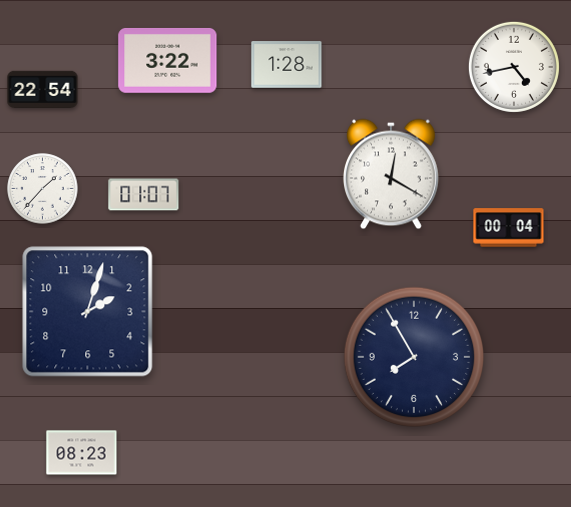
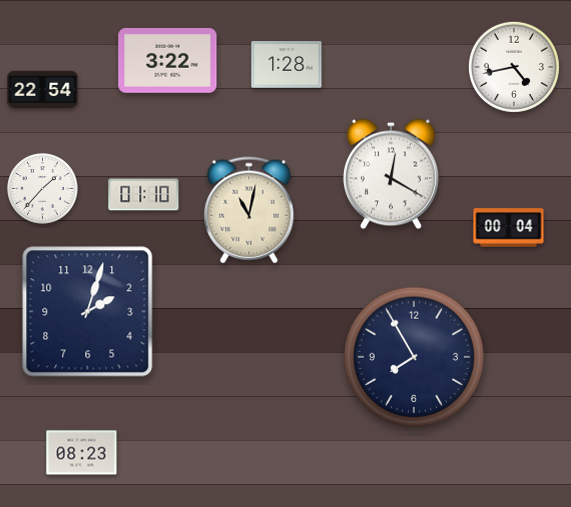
clock at (144, 195): 01:07 -> 01:10
clock at (249, 210): none -> 11:02
